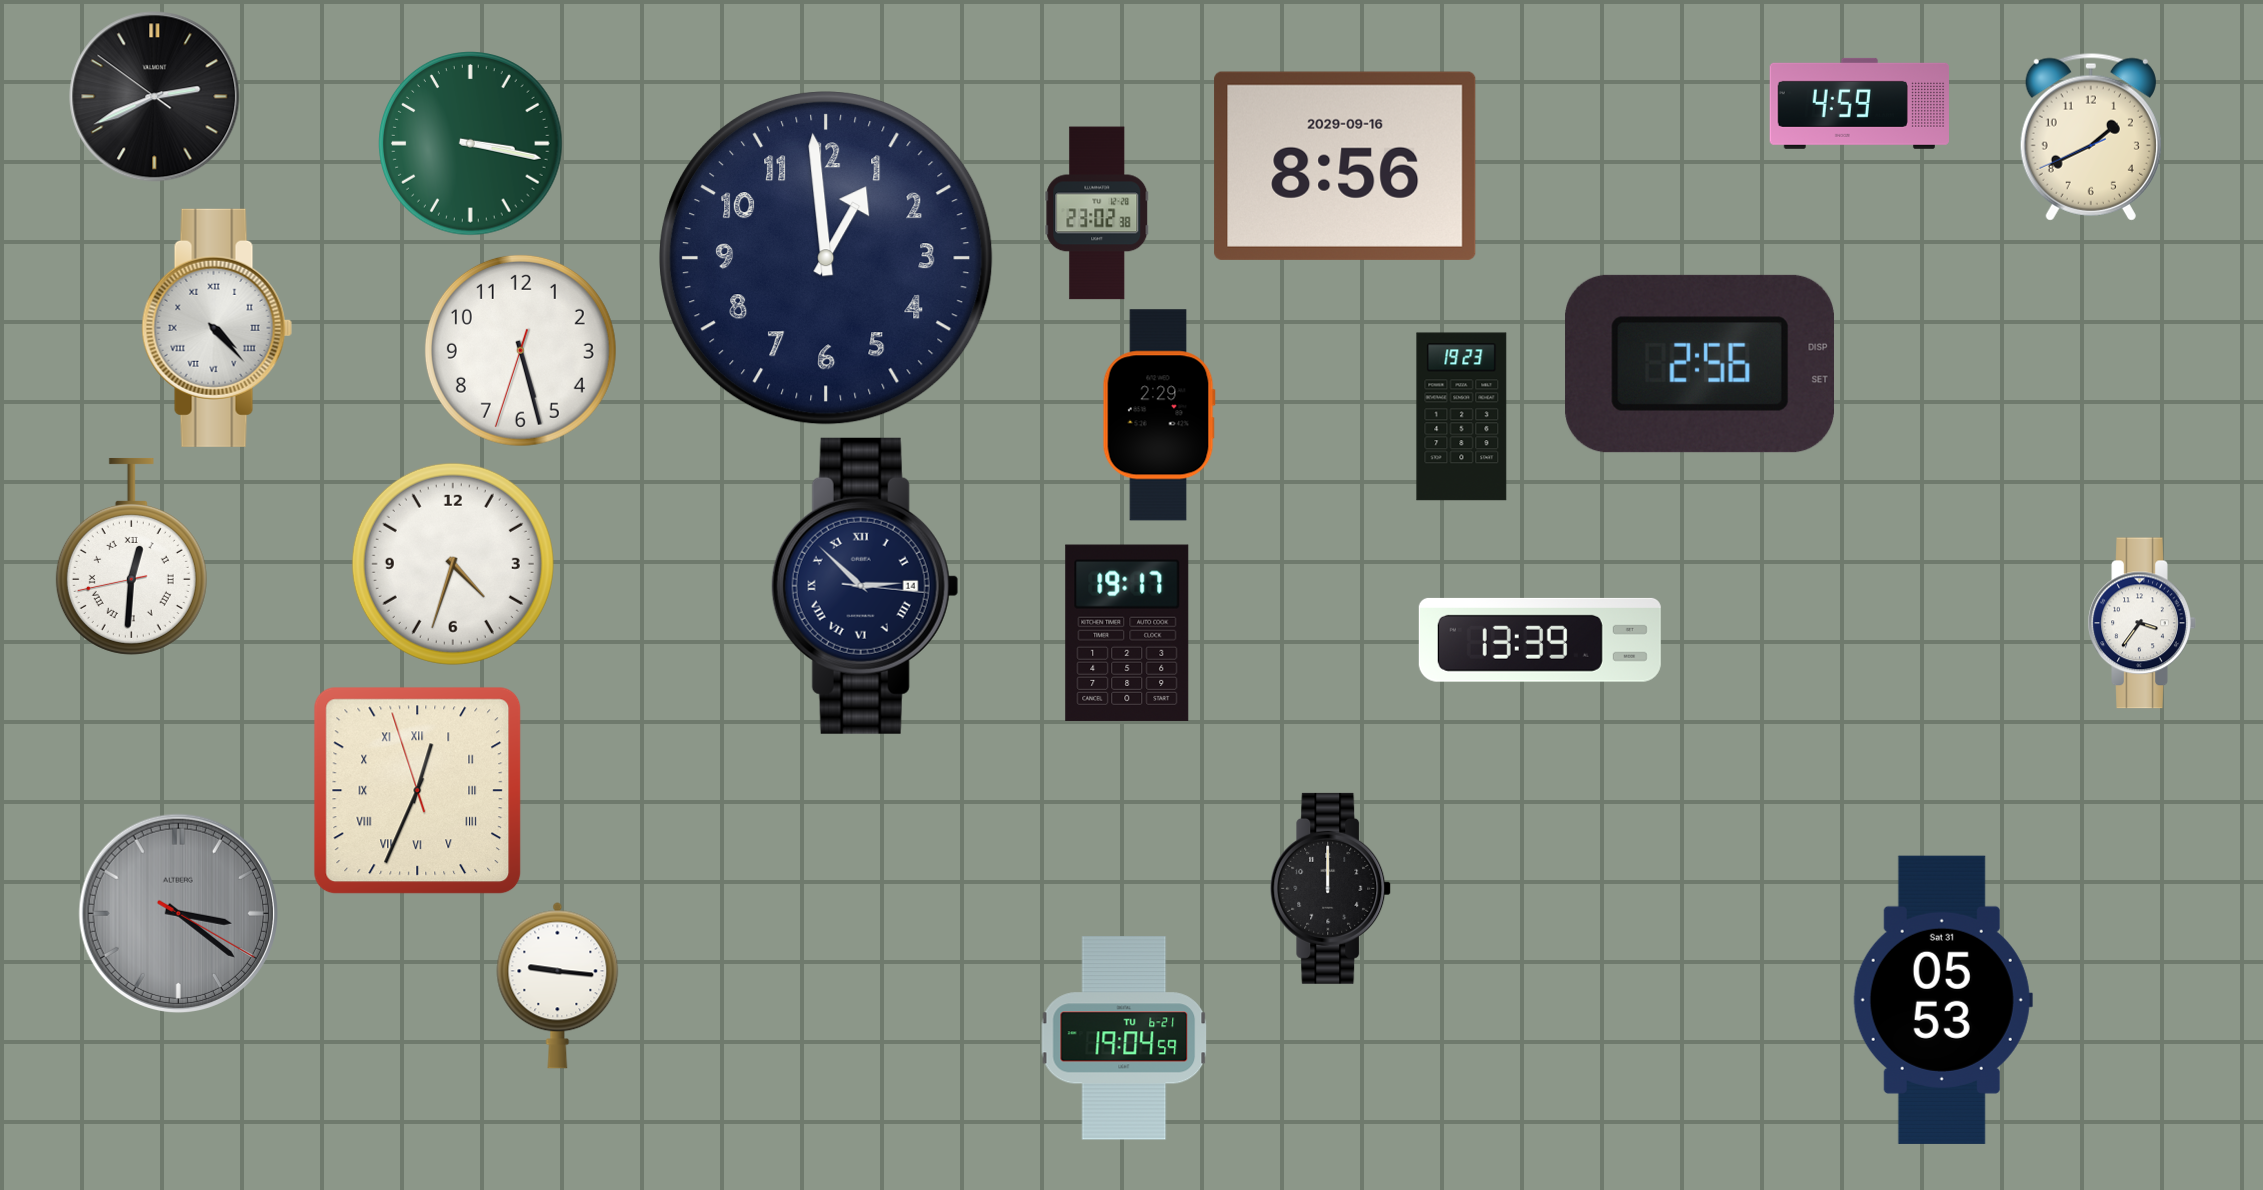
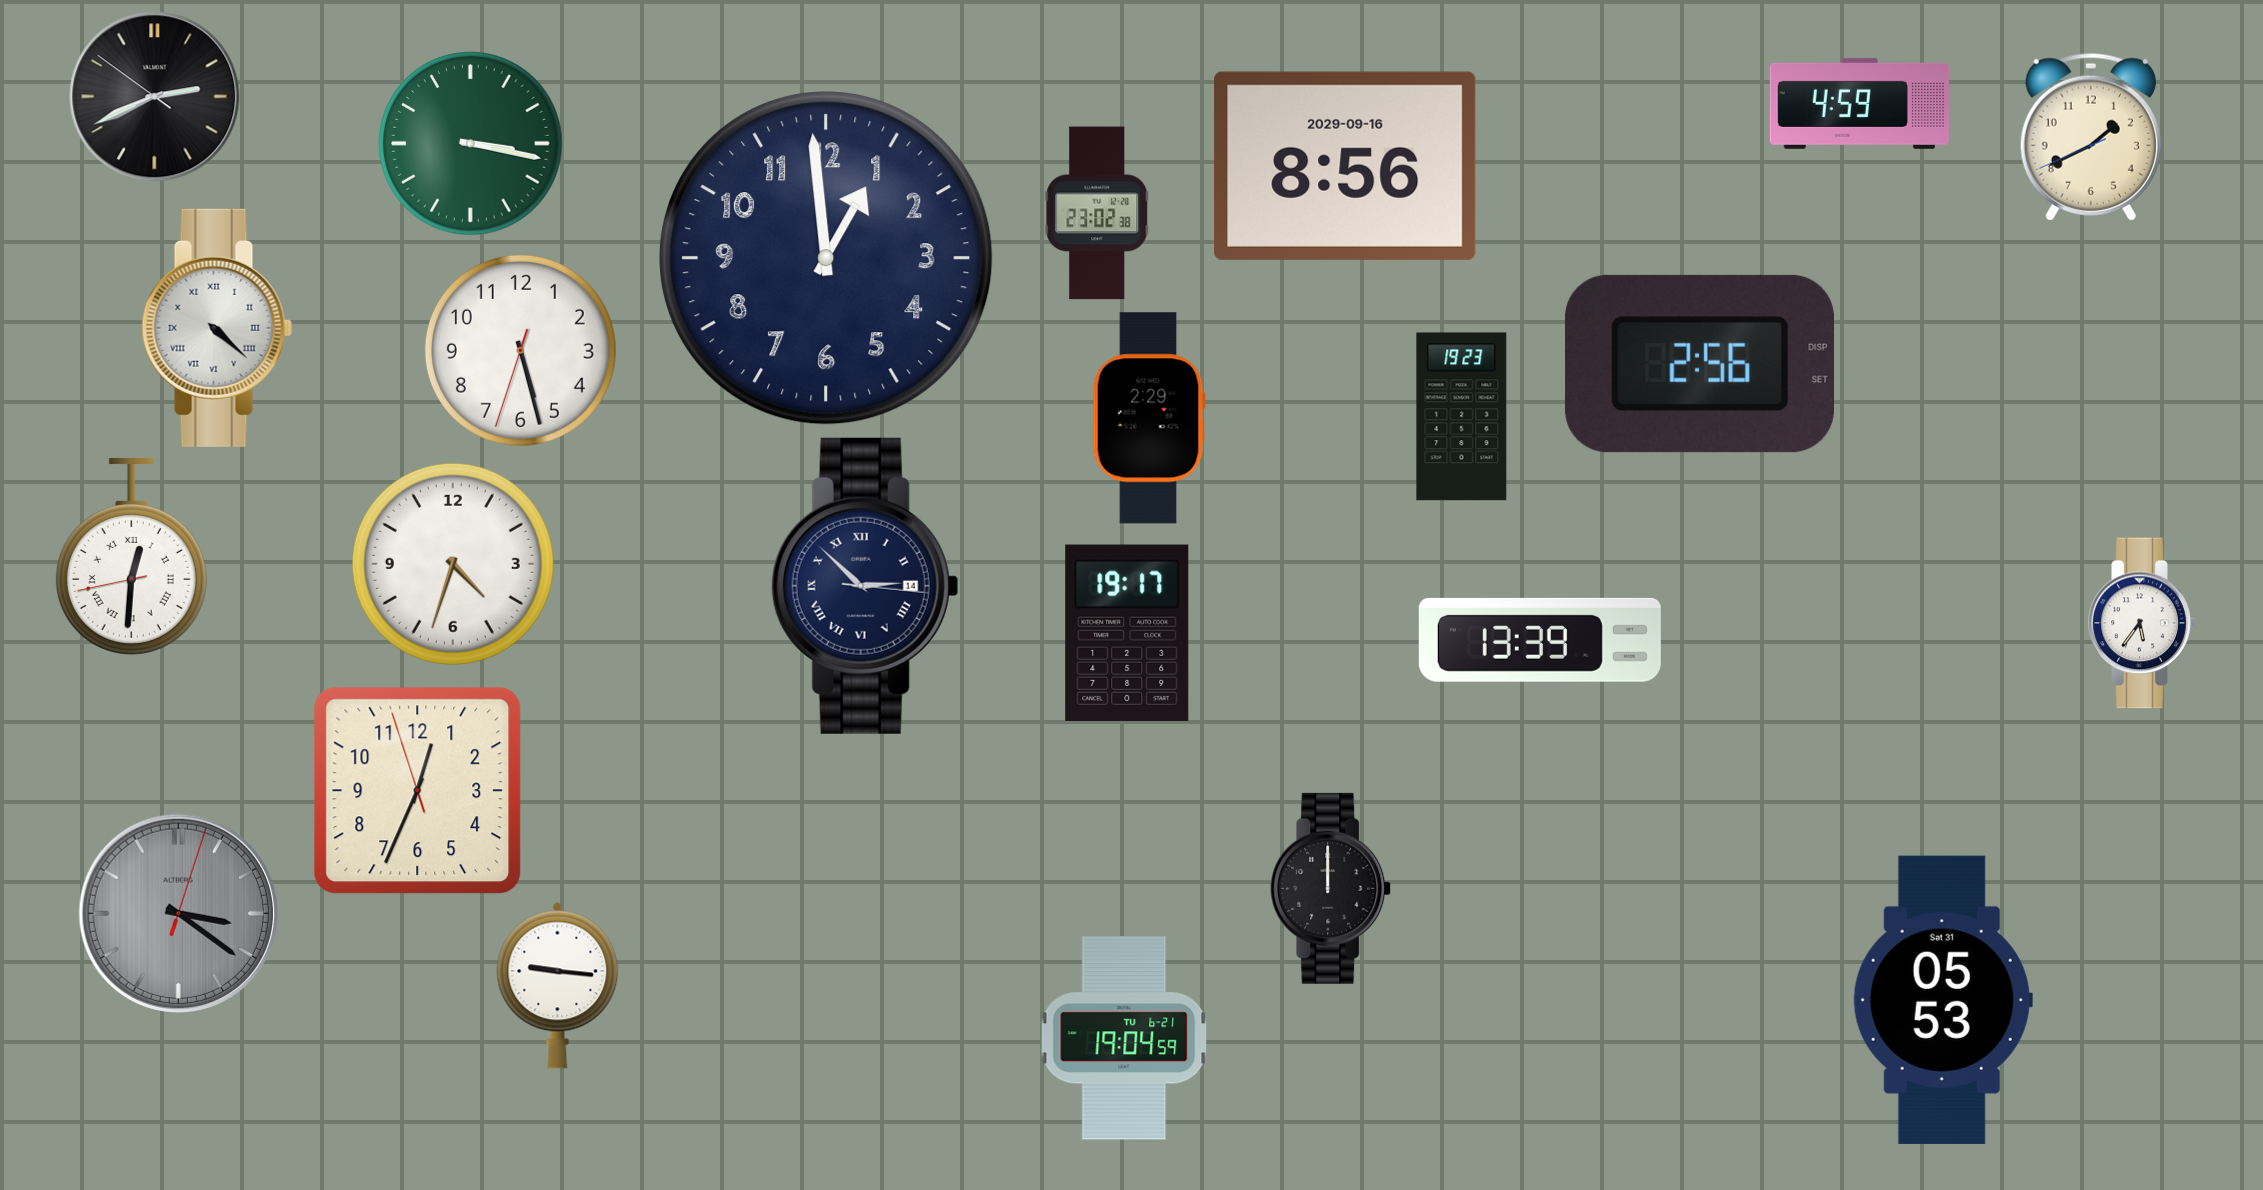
clock at (217, 328): 4:23 -> 4:22
clock at (1159, 415) position: (1159, 415) -> (1149, 418)
clock at (2142, 623): 3:36 -> 5:36
clock at (418, 791) numerals: Roman -> Arabic
clock at (178, 913): 3:21:20 -> 3:21:03
